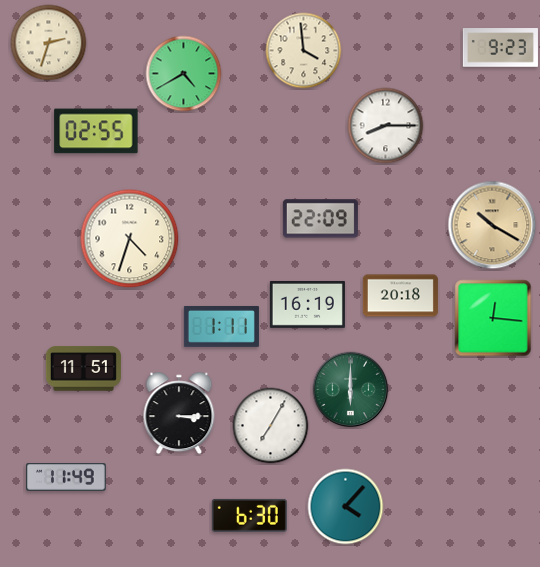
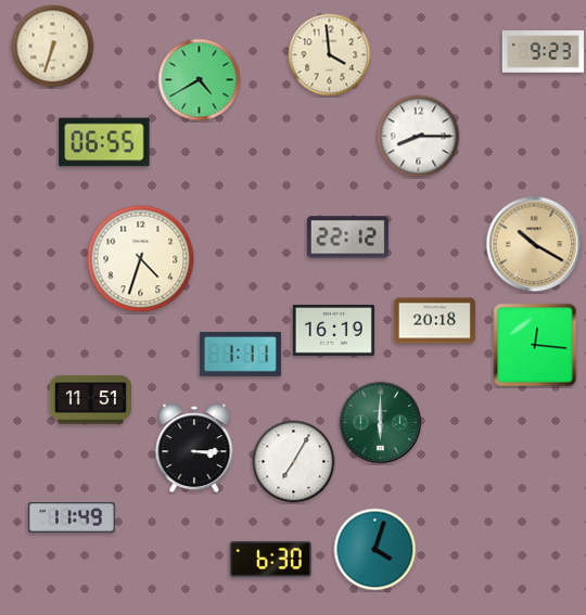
clock at (49, 43): 2:33 -> 6:33
clock at (96, 131): 02:55 -> 06:55
clock at (320, 219): 22:09 -> 22:12
clock at (346, 507): 4:07 -> 4:03
